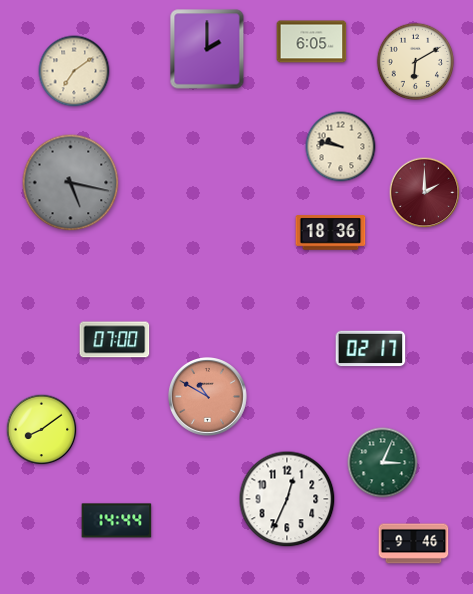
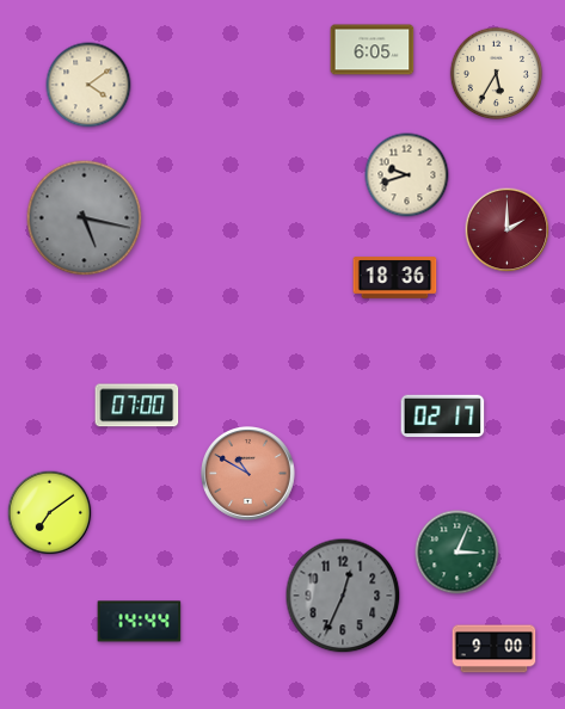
clock at (207, 49): 2:00 -> none
clock at (416, 62): 6:10 -> 5:35
clock at (74, 71): 7:09 -> 4:09
clock at (341, 147): 9:47 -> 9:42
clock at (42, 430): 8:09 -> 7:09
clock at (287, 499) dial: white -> grey
clock at (414, 544): 9:46 -> 9:00
